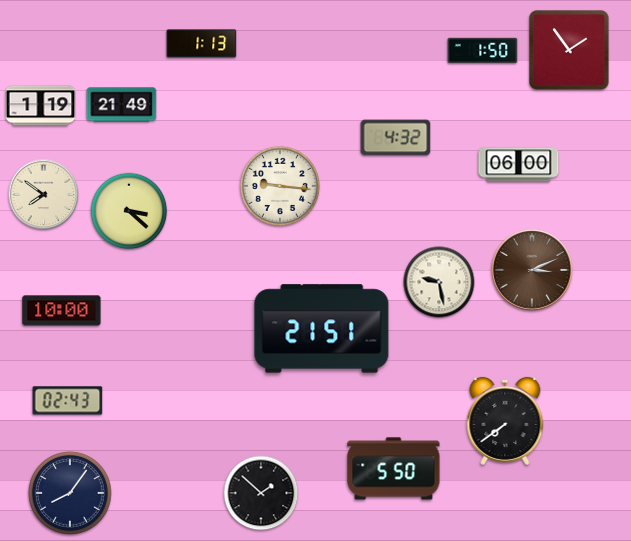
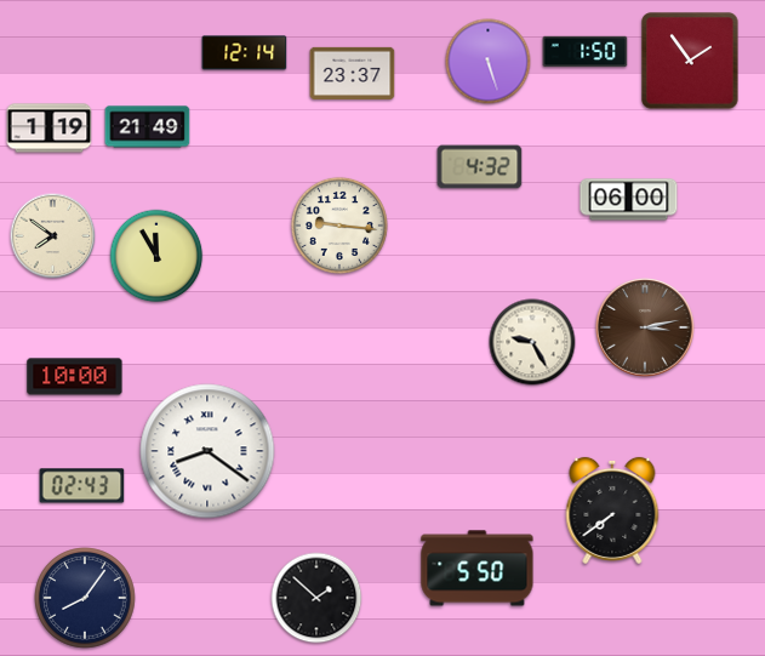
clock at (202, 44): 1:13 -> 12:14
clock at (489, 62): none -> 5:27
clock at (483, 51) position: (483, 51) -> (586, 52)
clock at (353, 73): none -> 23:37
clock at (129, 211): 3:22 -> 11:55
clock at (532, 270): 3:11 -> 3:13
clock at (439, 282): 9:28 -> 9:25
clock at (322, 329): 21:51 -> none
clock at (207, 451): none -> 8:21
